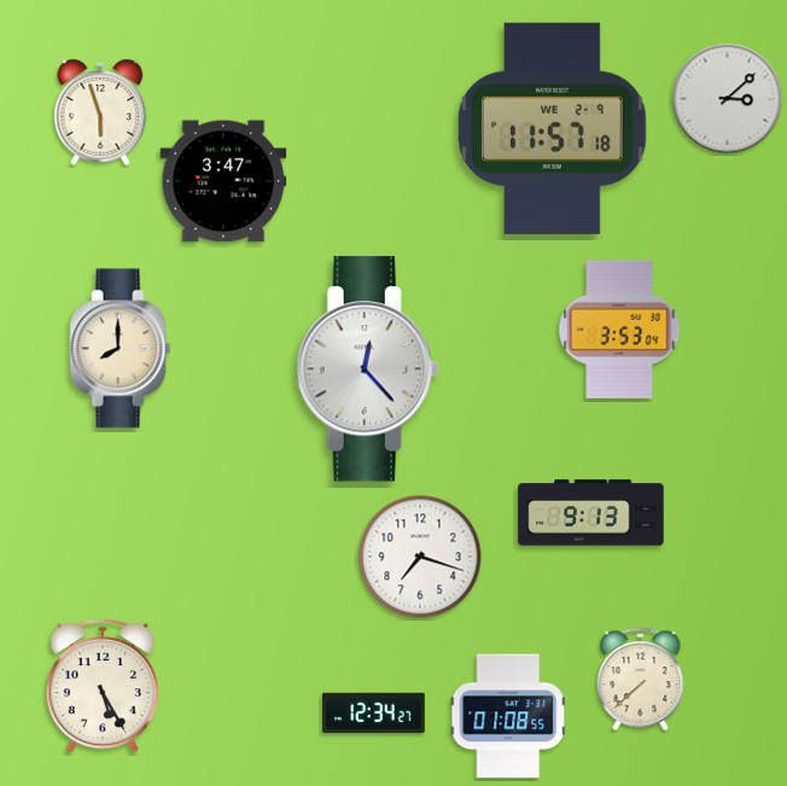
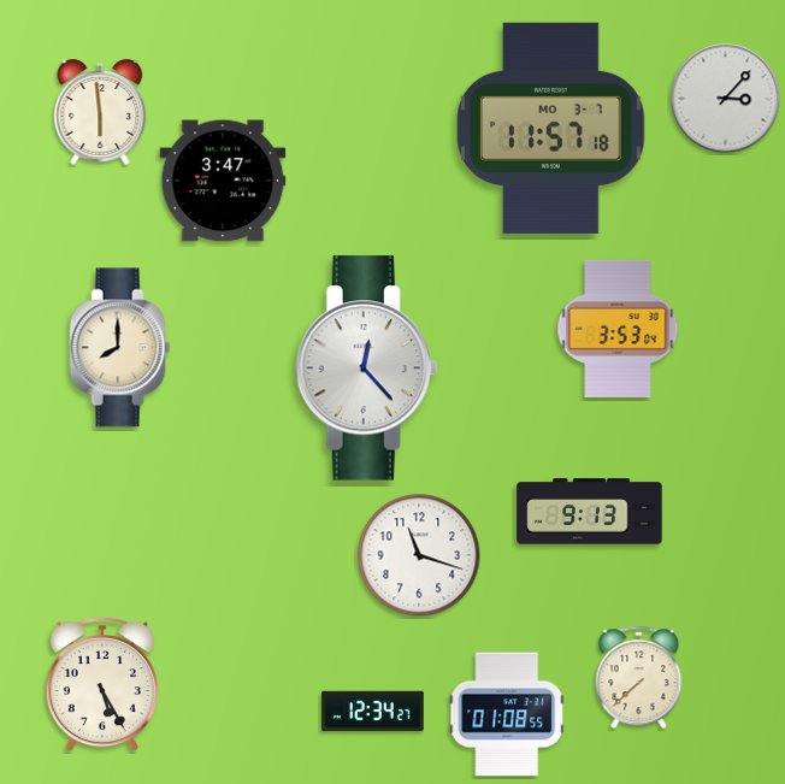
clock at (728, 99): 3:08 -> 3:07
clock at (100, 112): 5:57 -> 5:59
clock at (553, 128) date: WE 2-9 -> MO 3-7
clock at (420, 557): 7:18 -> 11:18
